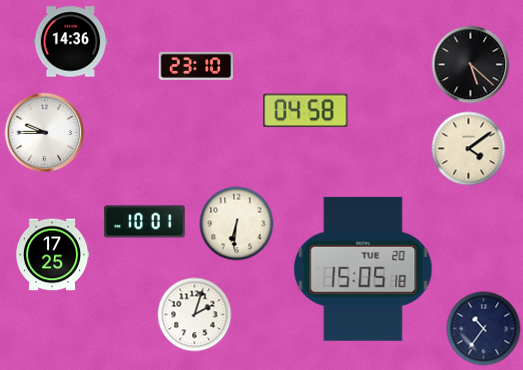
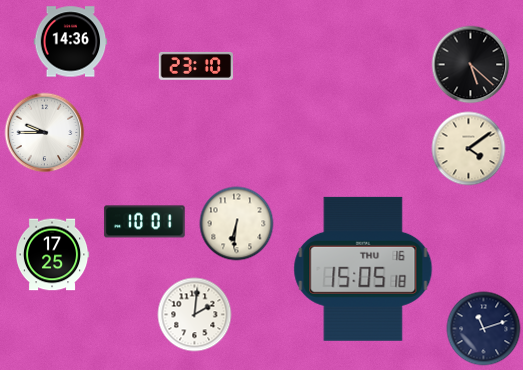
clock at (306, 111): 04:58 -> none
clock at (363, 269) date: TUE 20 -> THU 16
clock at (195, 315): 2:03 -> 2:01
clock at (484, 329): 10:36 -> 11:12
